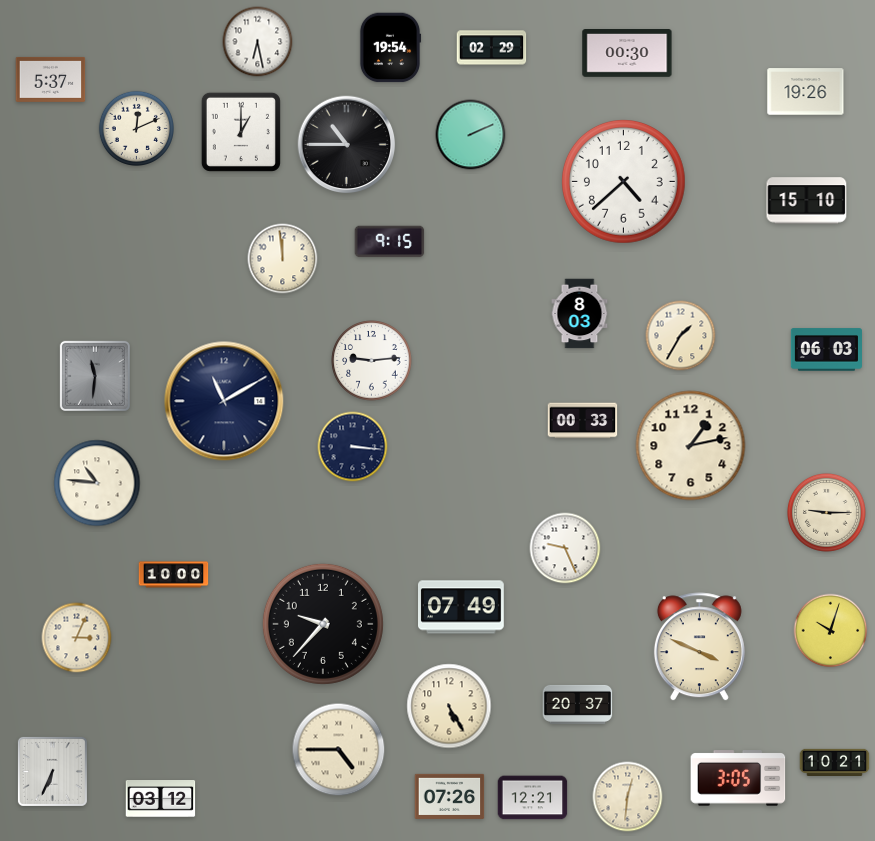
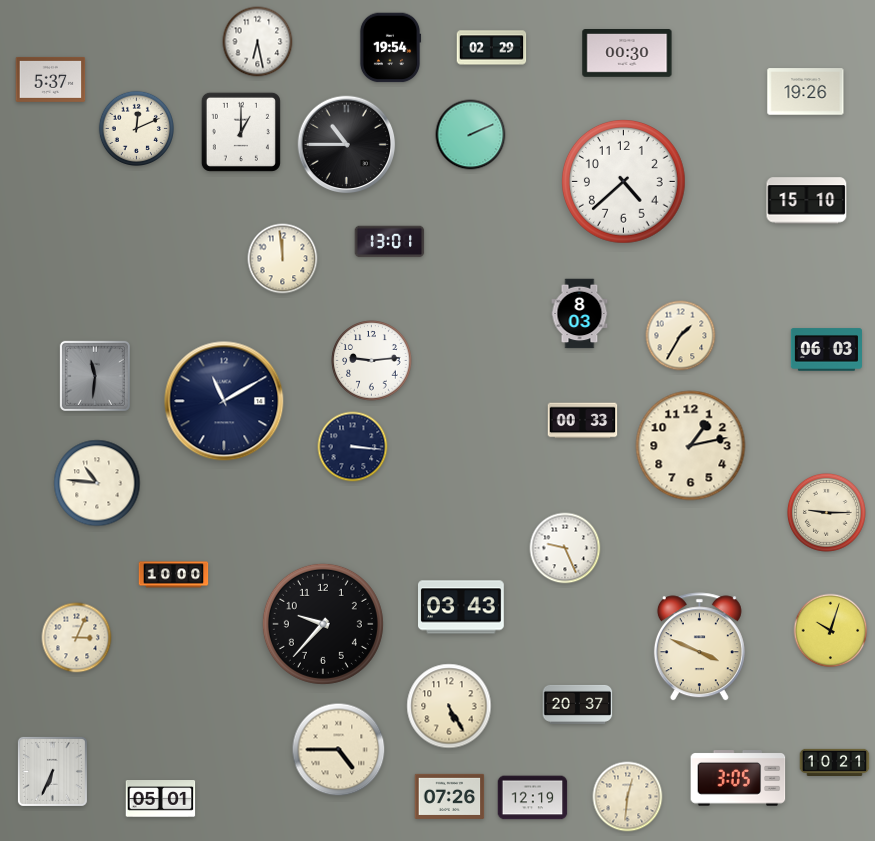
clock at (390, 242): 9:15 -> 13:01
clock at (462, 607): 07:49 -> 03:43
clock at (533, 798): 12:21 -> 12:19
clock at (161, 799): 03:12 -> 05:01
